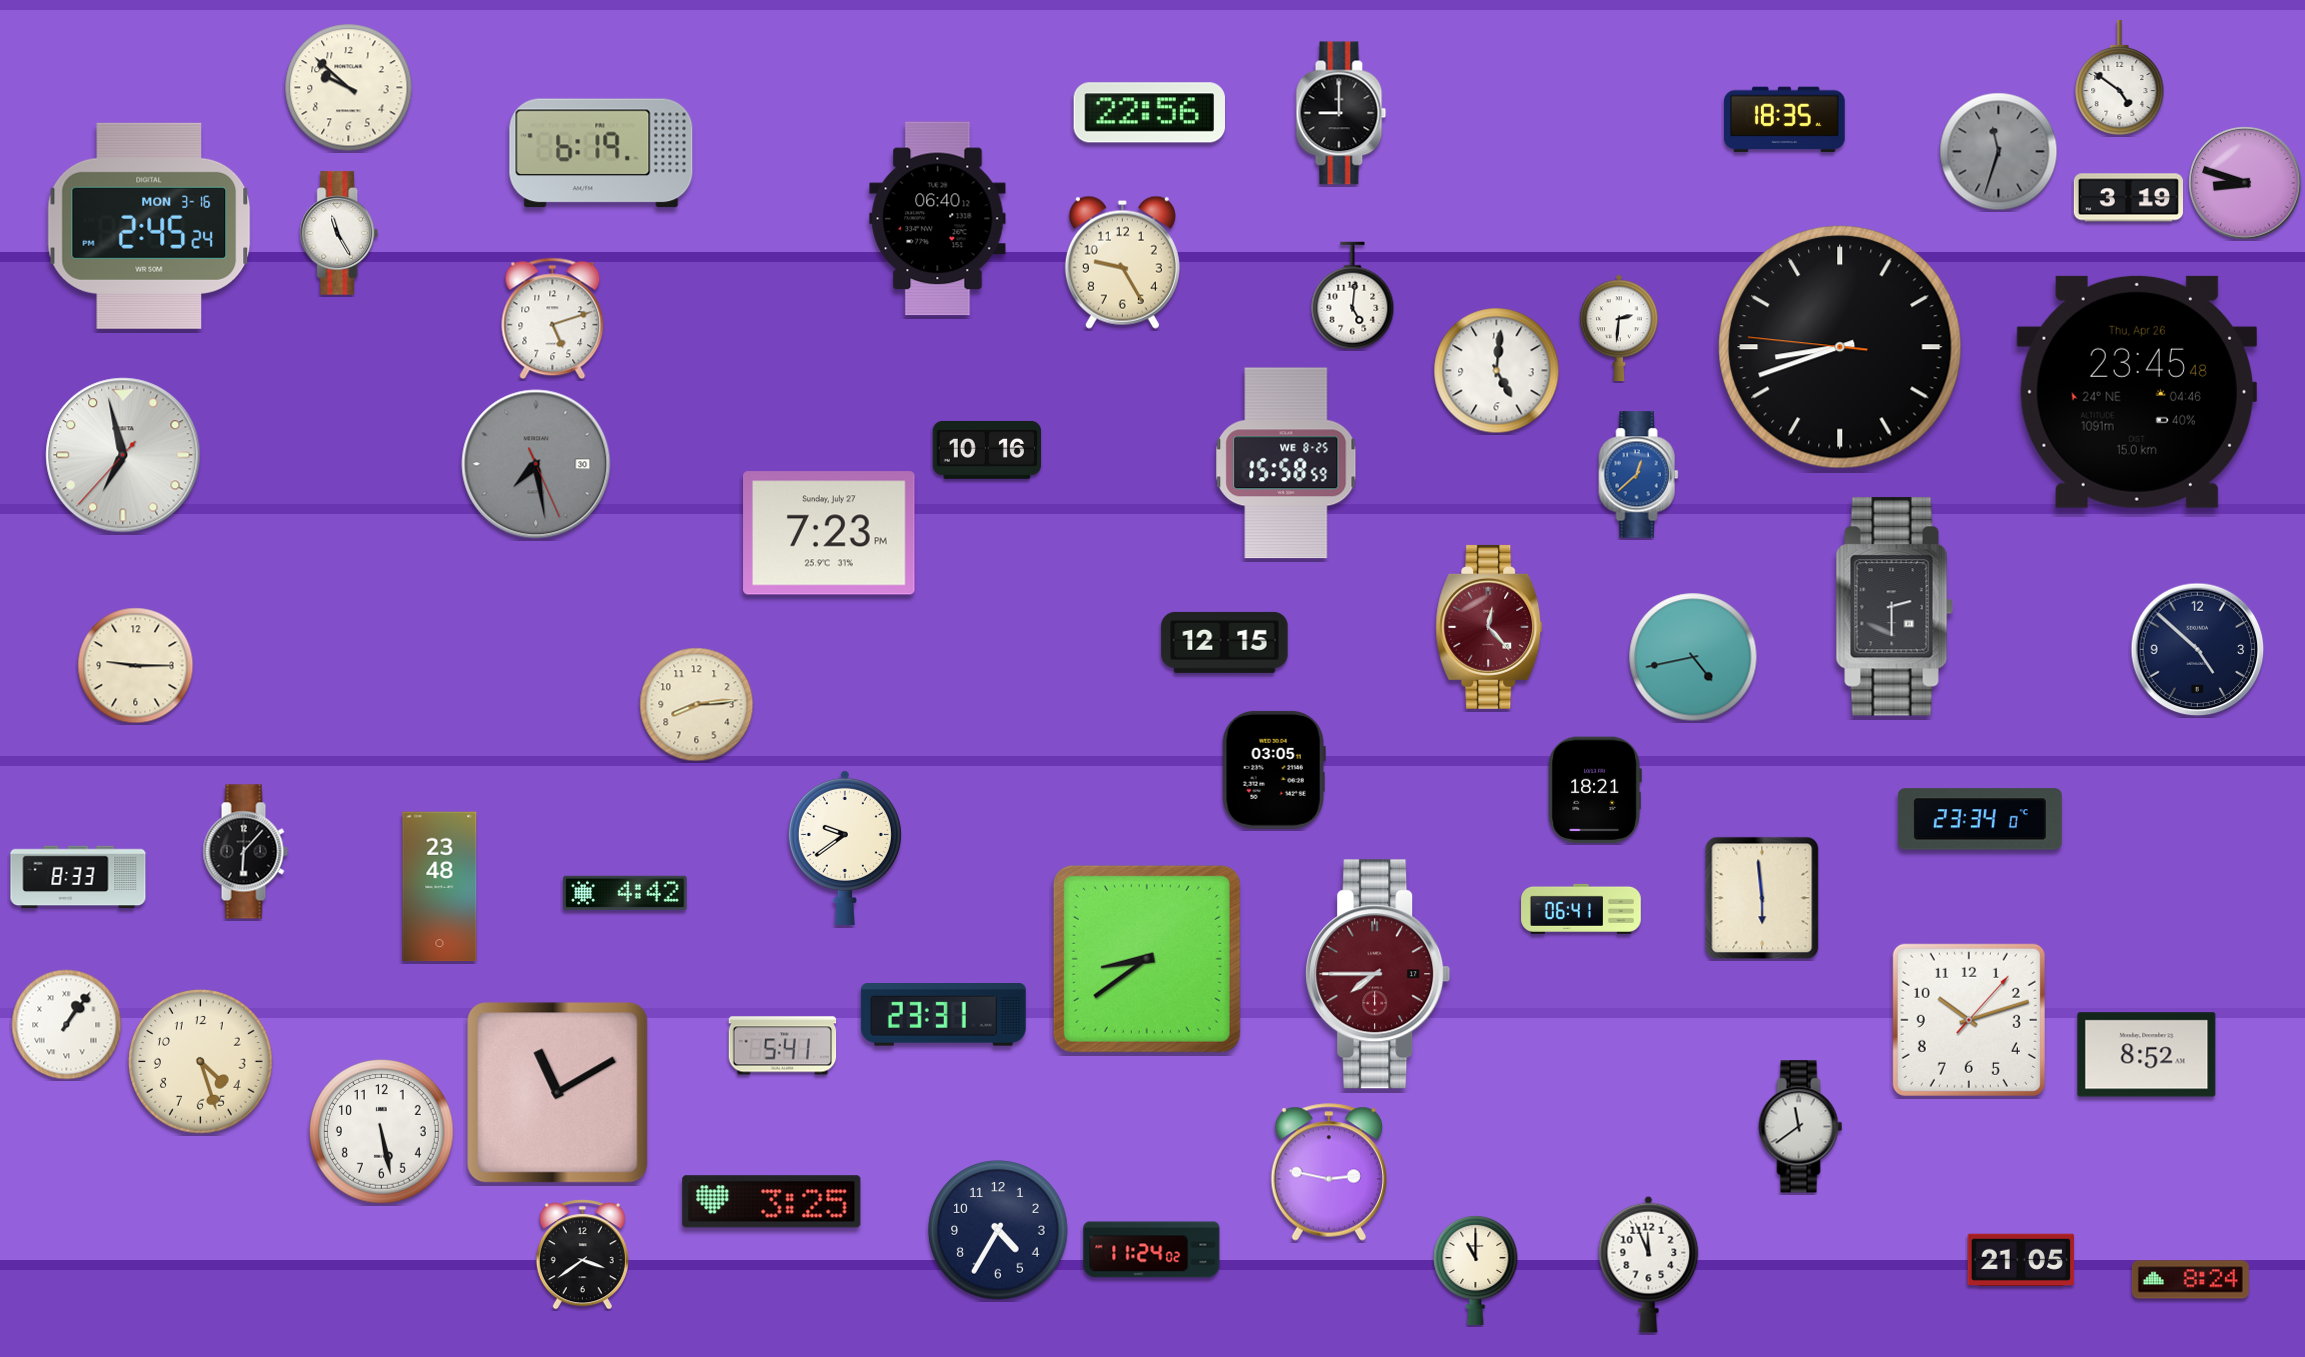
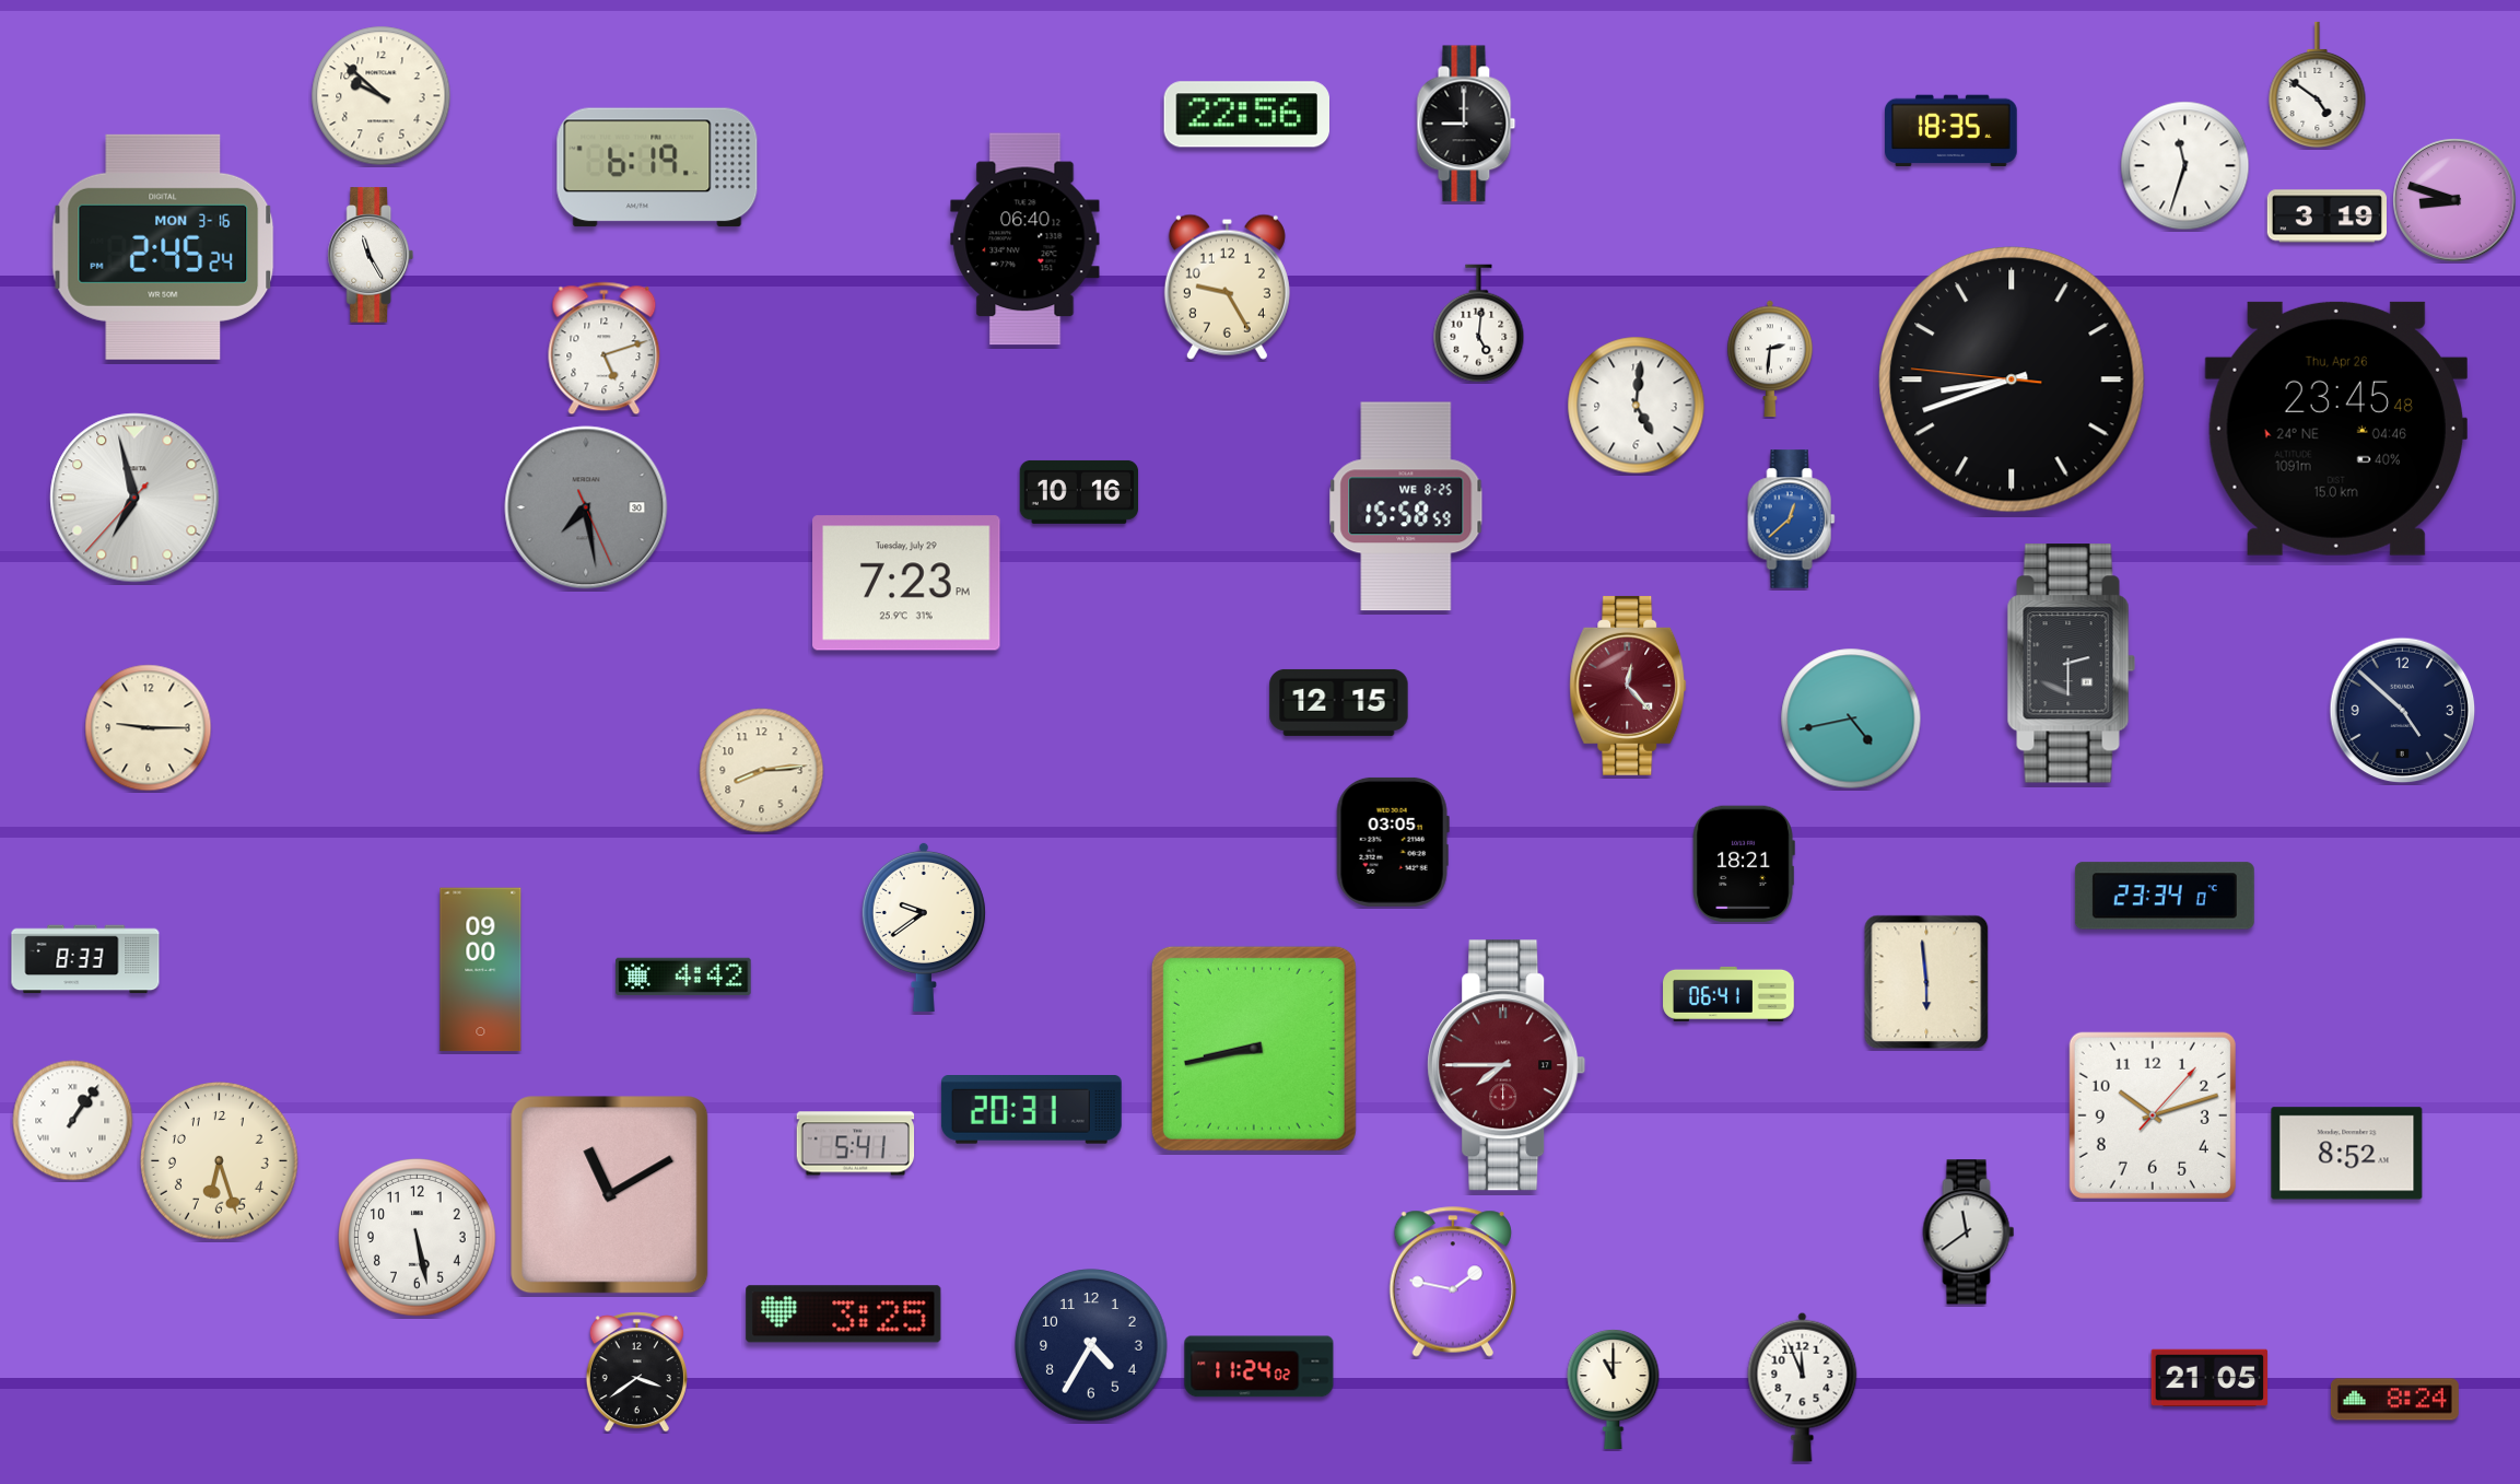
clock at (1149, 113) position: (1149, 113) -> (1246, 115)
clock at (1999, 152) dial: grey -> white
clock at (829, 533) date: Sunday, July 27 -> Tuesday, July 29
clock at (245, 852): 6:07 -> none
clock at (440, 887): 23:48 -> 09:00
clock at (1147, 959): 8:39 -> 8:43
clock at (943, 1015): 23:31 -> 20:31
clock at (201, 1062): 4:27 -> 6:27
clock at (1328, 1172): 2:47 -> 1:47
clock at (1649, 1264) position: (1649, 1264) -> (1803, 1387)
